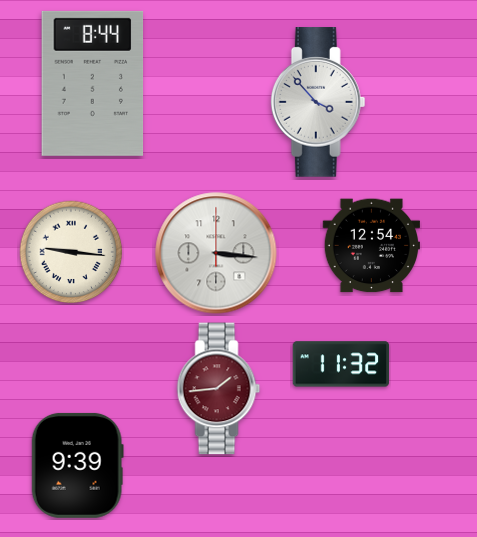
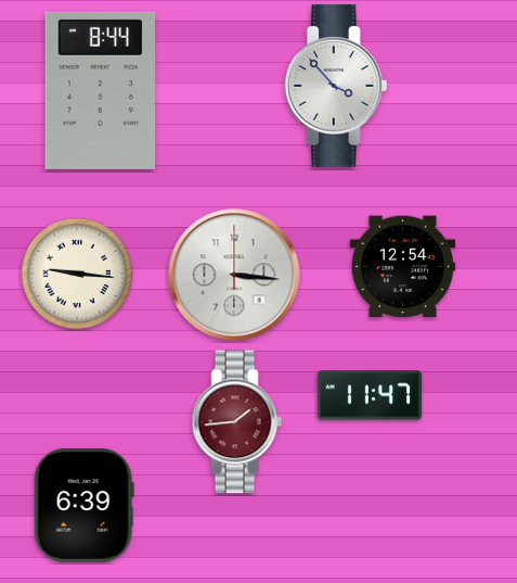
clock at (318, 102) position: (318, 102) -> (336, 86)
clock at (341, 364): 11:32 -> 11:47
clock at (77, 465): 9:39 -> 6:39
